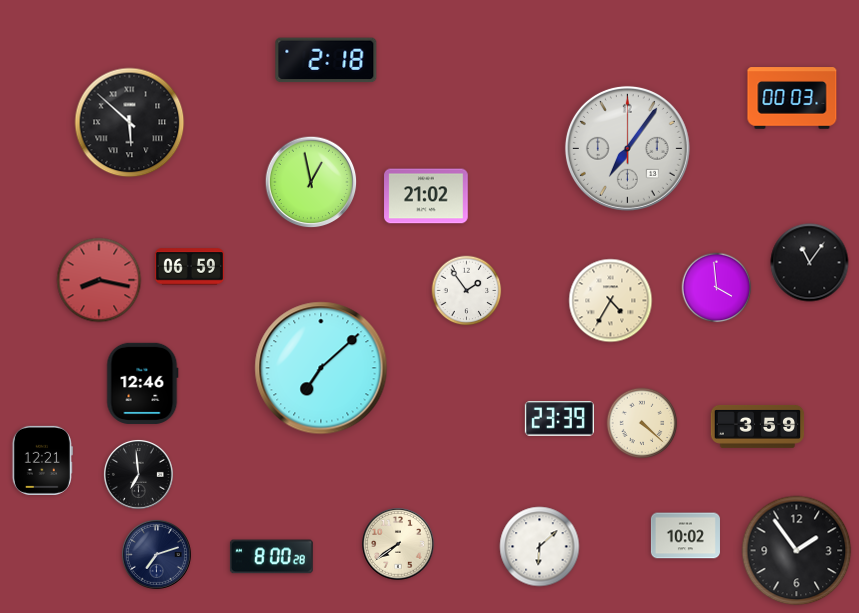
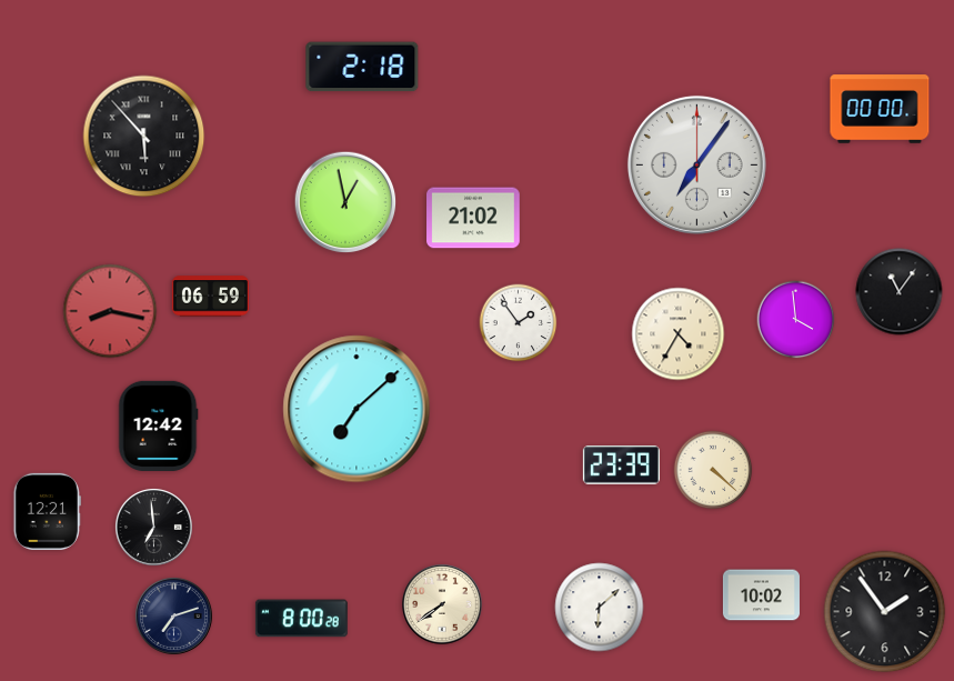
clock at (792, 98): 00:03 -> 00:00
clock at (130, 123): 5:52 -> 5:53
clock at (143, 383): 12:46 -> 12:42
clock at (758, 426): 3:59 -> none
